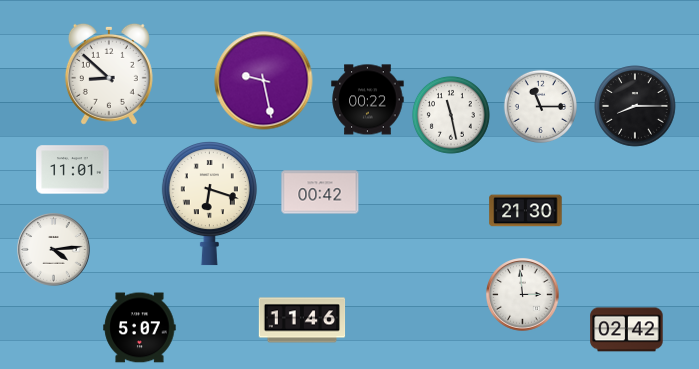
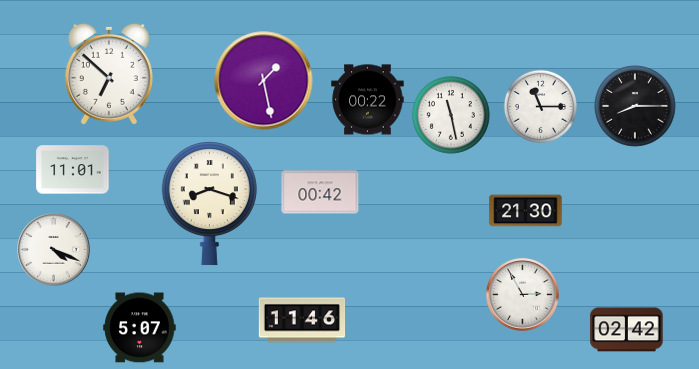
clock at (109, 74): 8:52 -> 6:52
clock at (264, 81): 9:28 -> 1:28
clock at (209, 204): 6:18 -> 8:18
clock at (54, 250): 4:14 -> 4:19
clock at (523, 295): 2:59 -> 2:55
